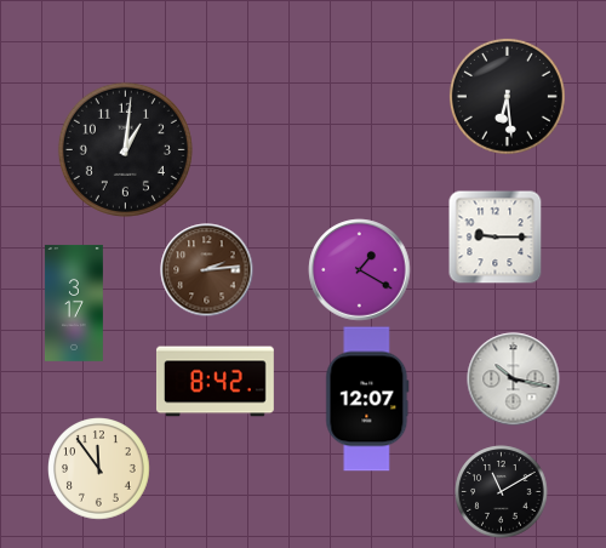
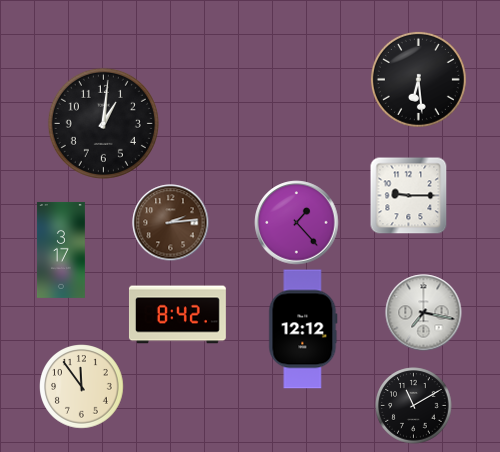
clock at (360, 270): 1:20 -> 1:23
clock at (514, 379): 10:17 -> 7:17
clock at (367, 399): 12:07 -> 12:12
